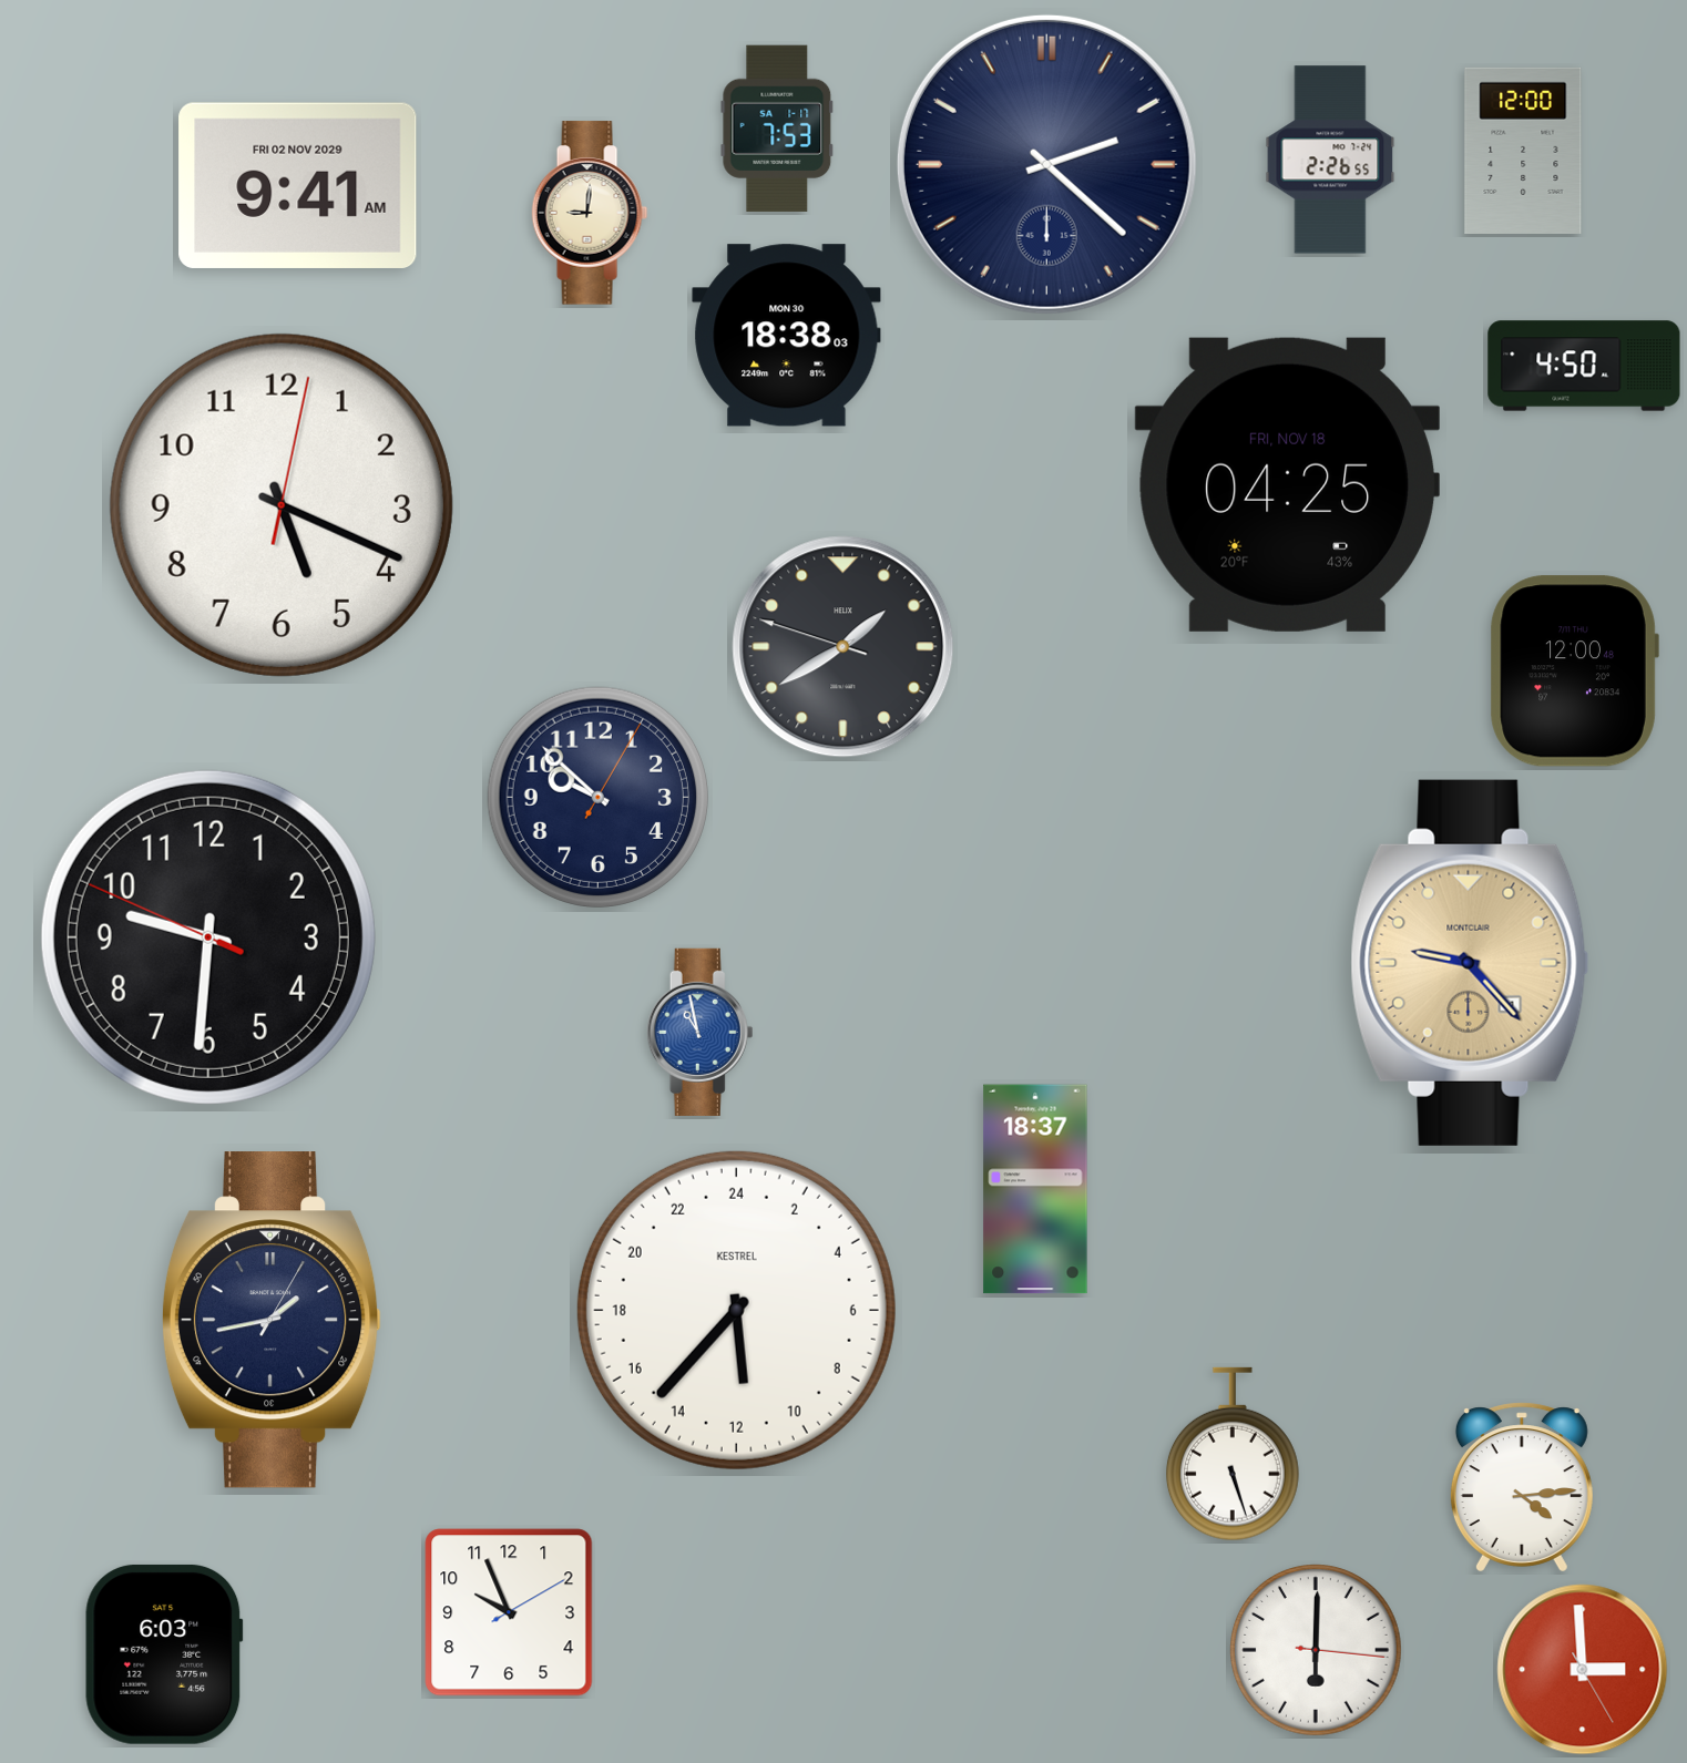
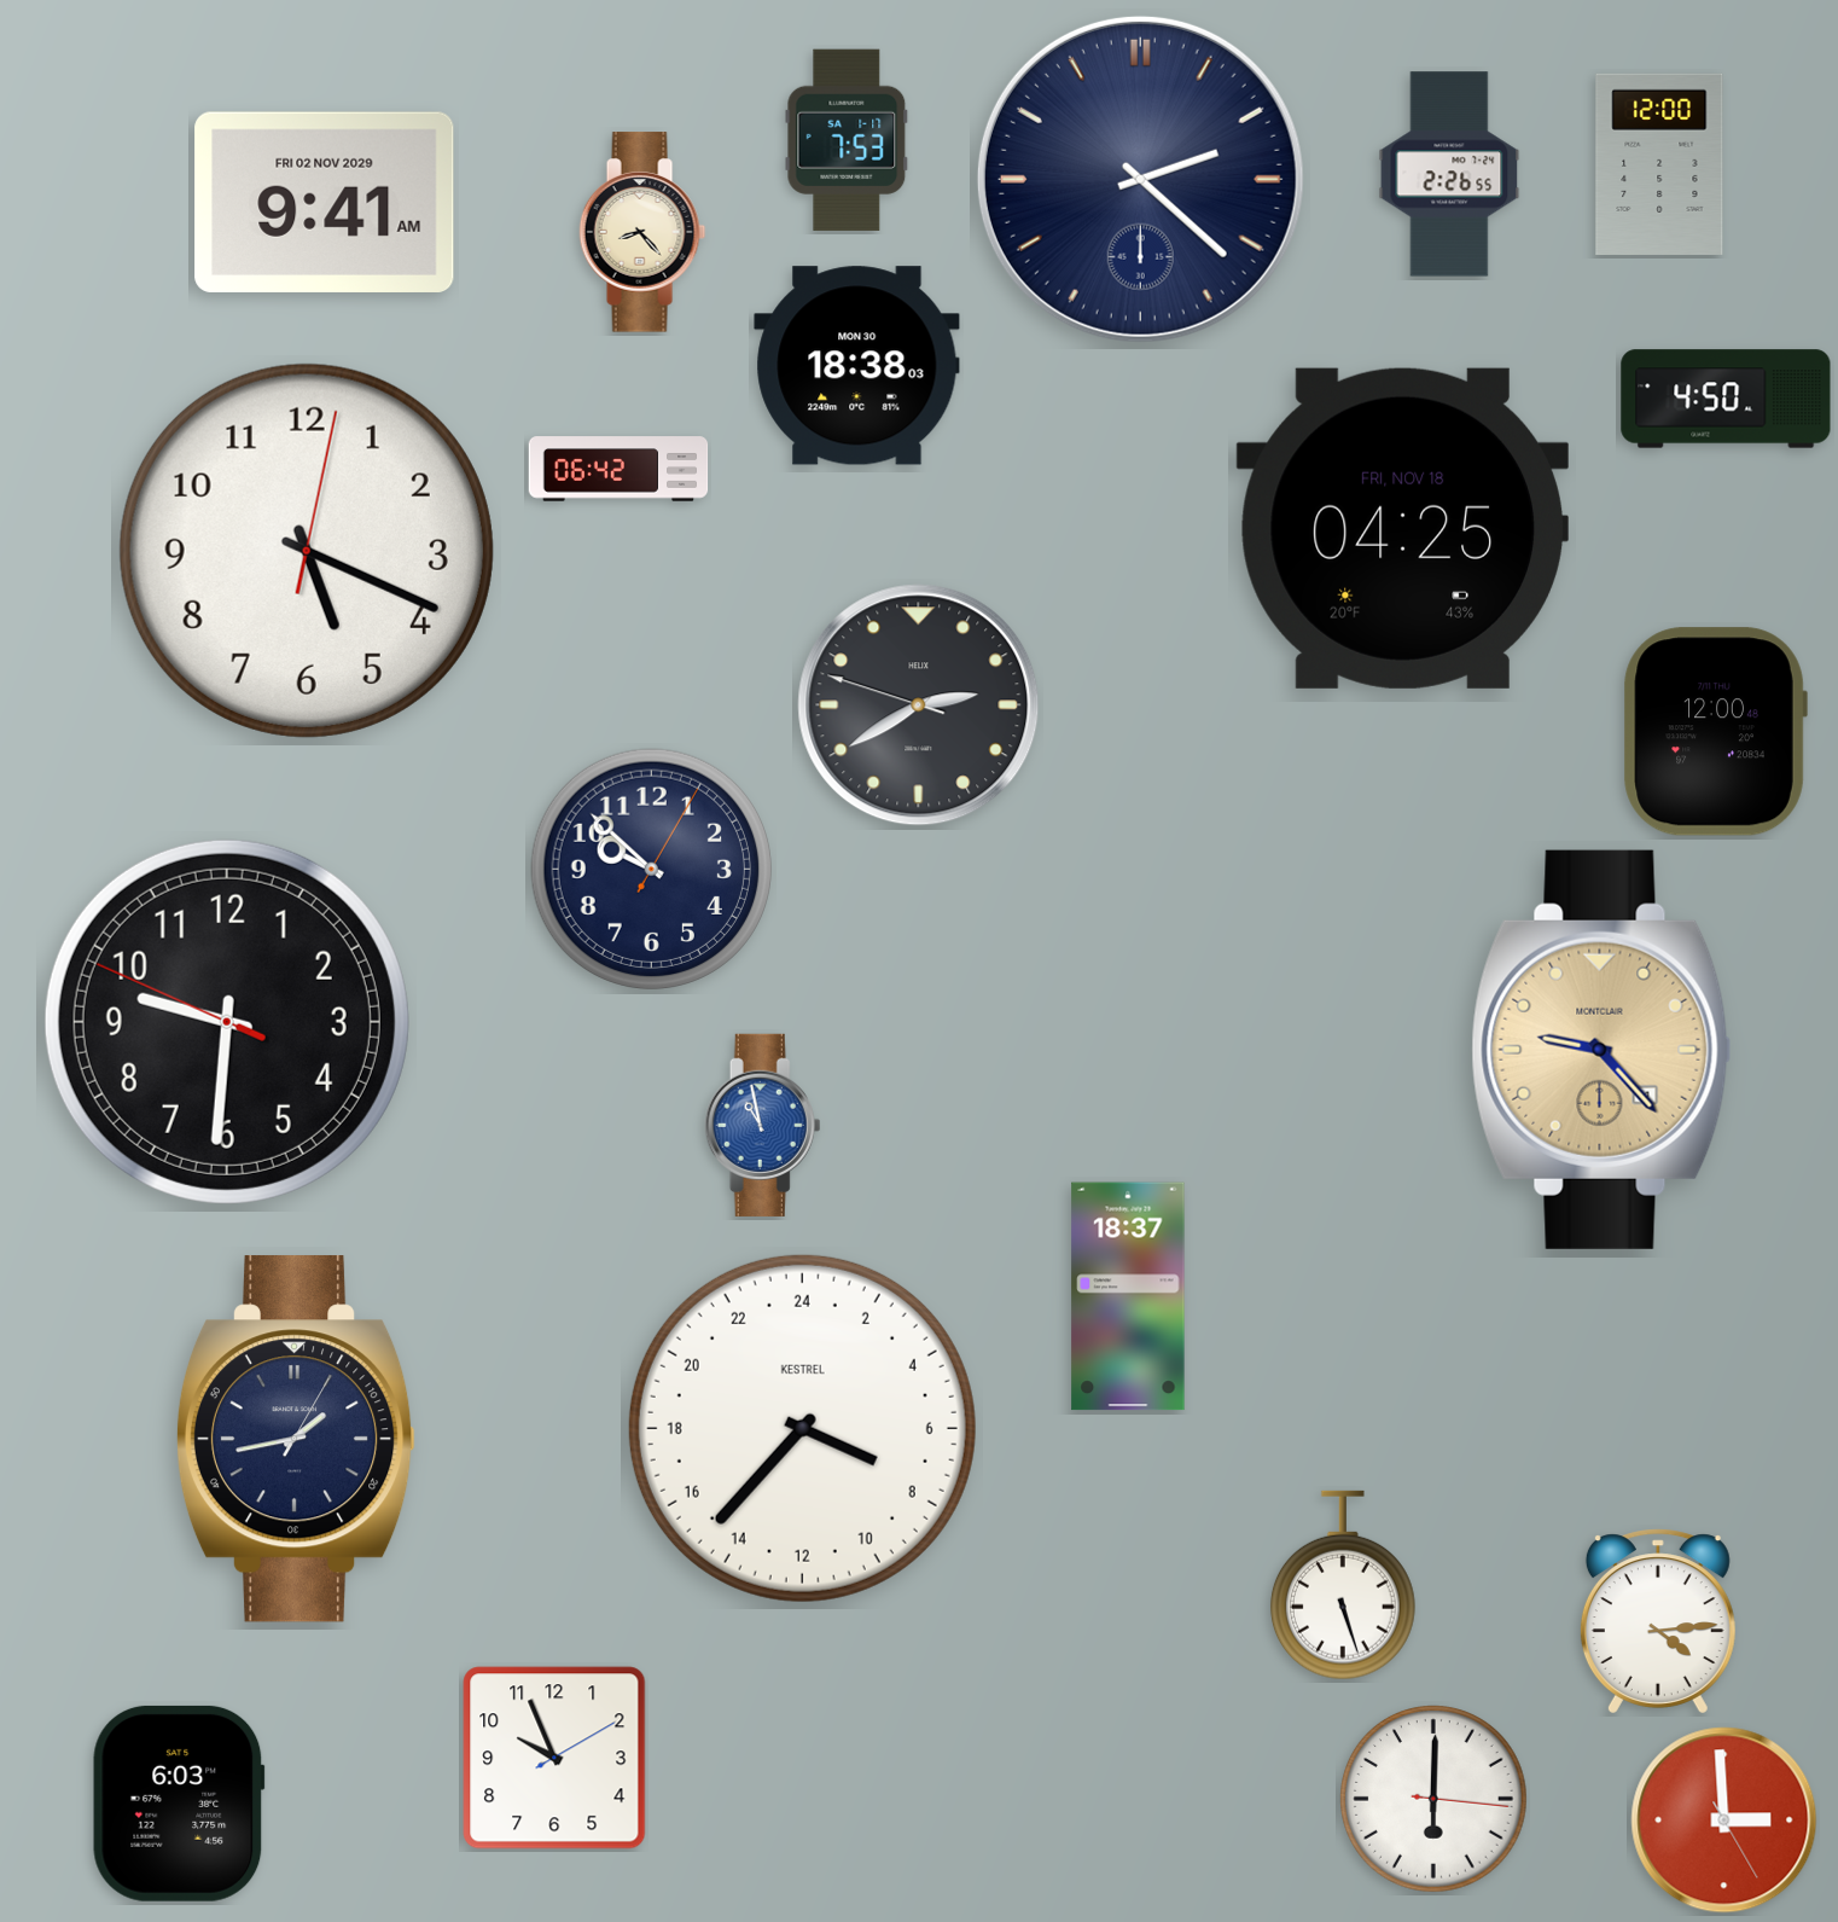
clock at (590, 213): 9:01 -> 8:23
clock at (618, 469): none -> 06:42
clock at (843, 647): 1:39 -> 2:39
clock at (736, 1310): 11:37 -> 7:37
